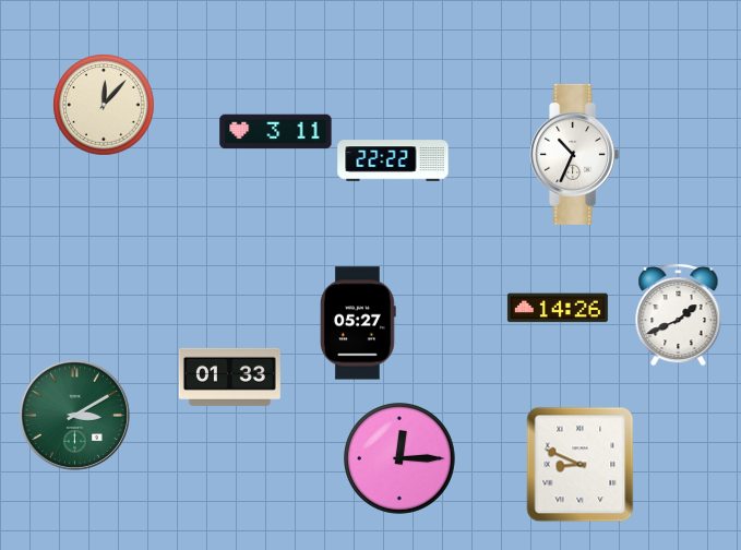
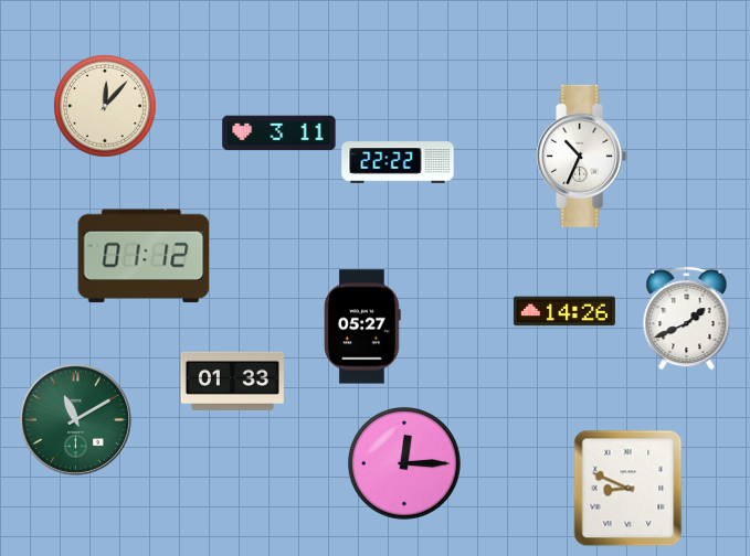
clock at (144, 256): none -> 01:12
clock at (74, 415): 3:10 -> 11:10
clock at (581, 465) position: (581, 465) -> (628, 489)
